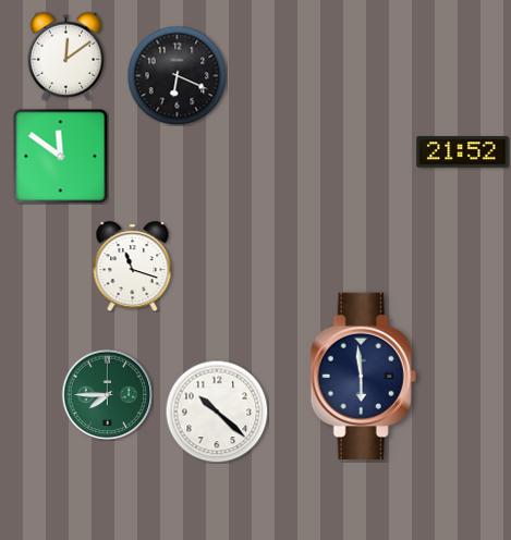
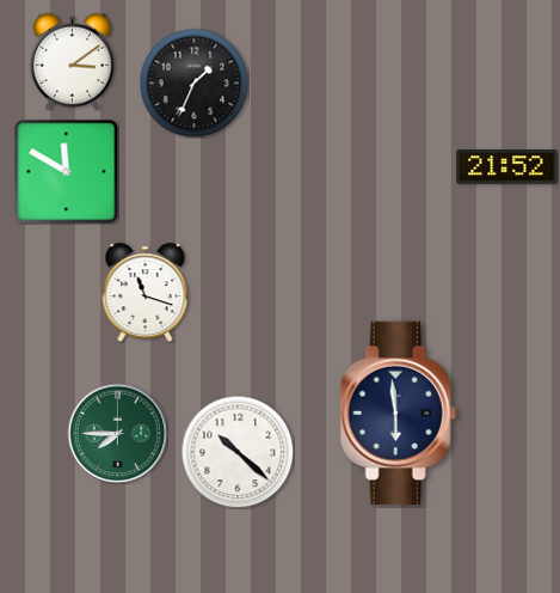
clock at (66, 56): 12:09 -> 3:09
clock at (177, 75): 6:19 -> 1:34
clock at (60, 156): 11:51 -> 11:50
